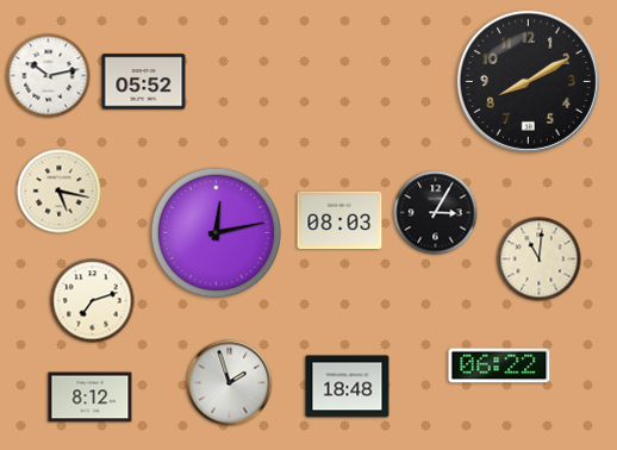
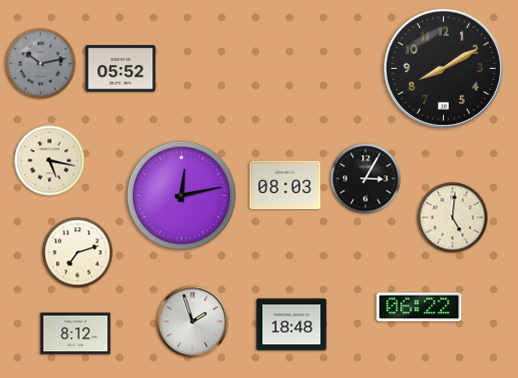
clock at (49, 76) dial: white -> grey
clock at (540, 260): 11:01 -> 5:01
